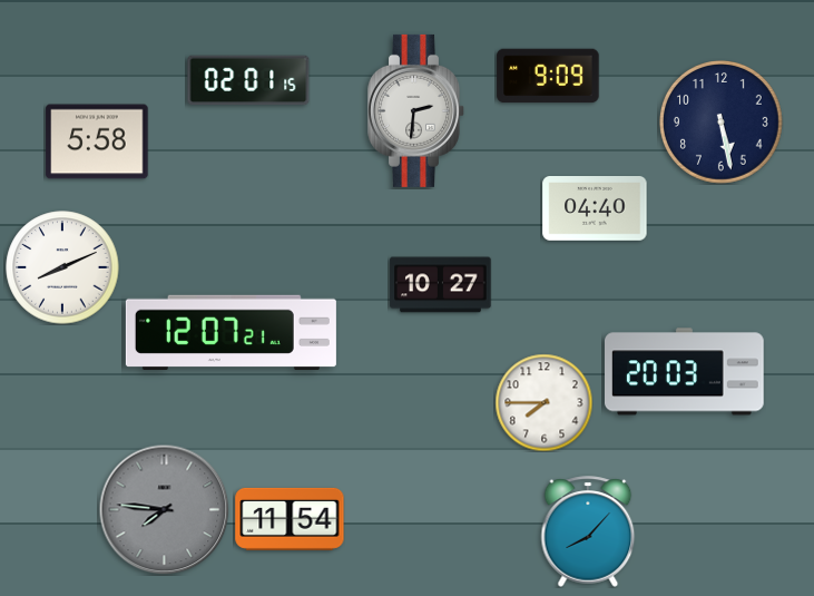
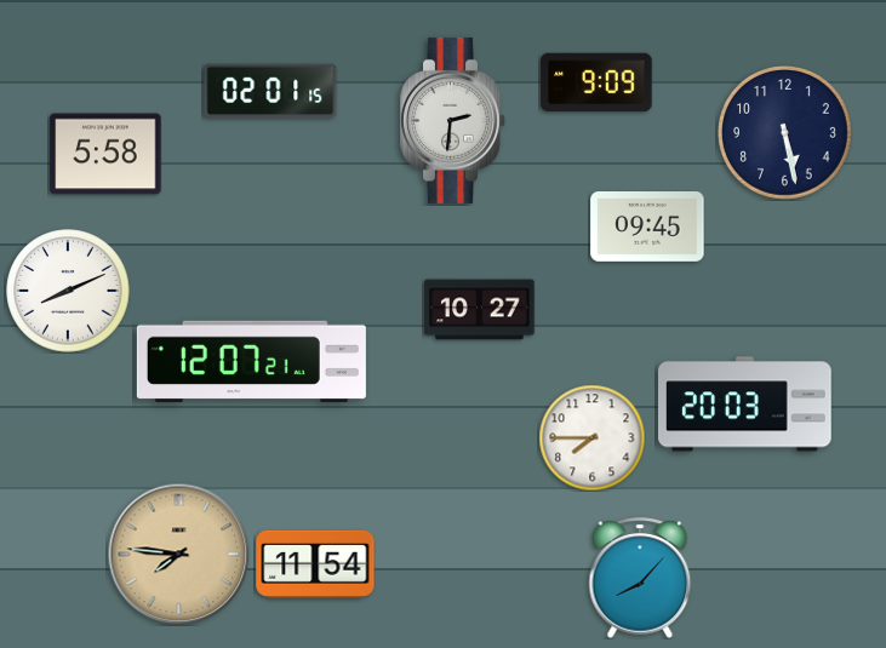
clock at (248, 80) position: (248, 80) -> (270, 91)
clock at (595, 209): 04:40 -> 09:45
clock at (164, 509) dial: grey -> champagne
